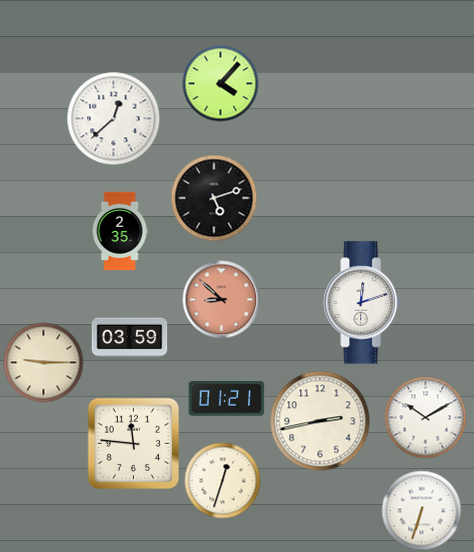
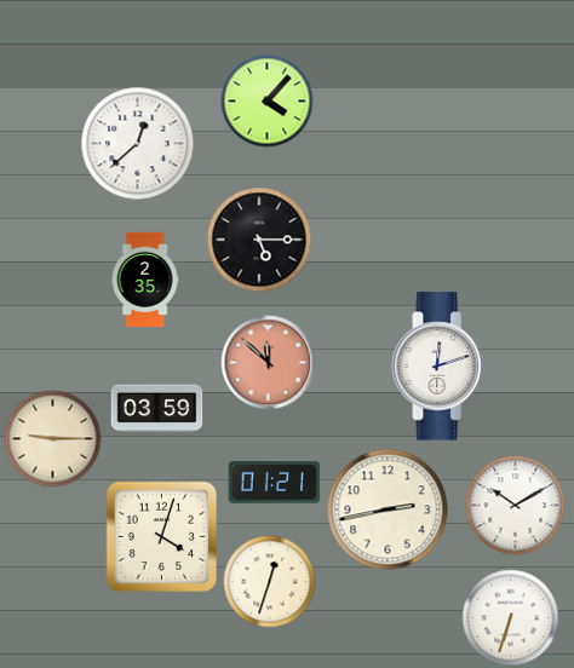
clock at (214, 198): 5:12 -> 5:15
clock at (222, 300): 8:52 -> 11:52
clock at (134, 444): 11:46 -> 4:03
